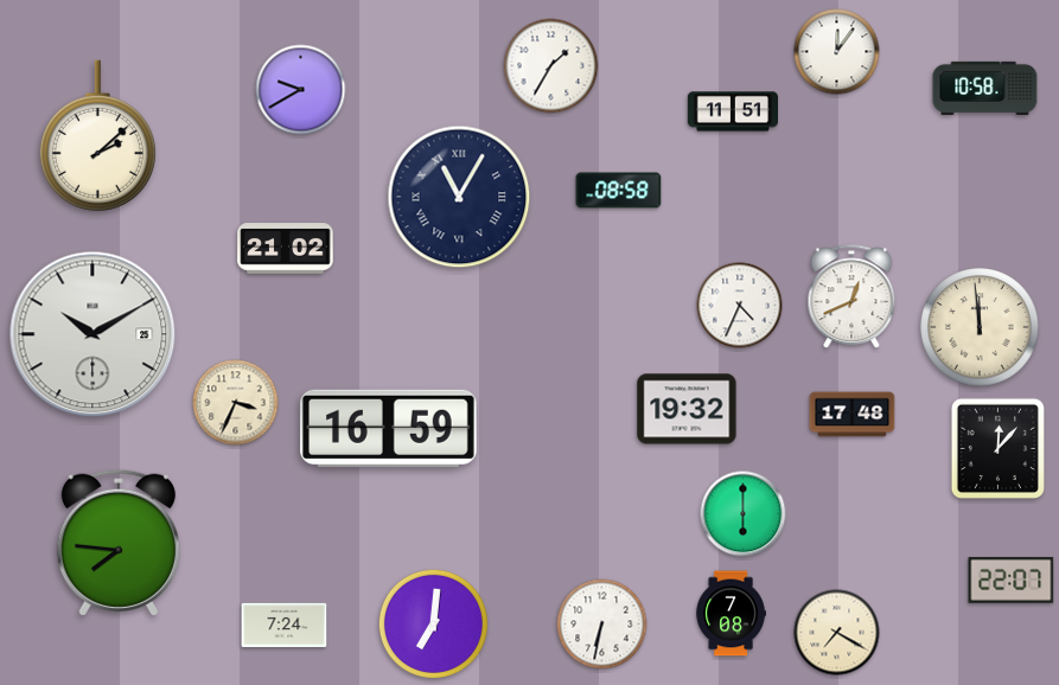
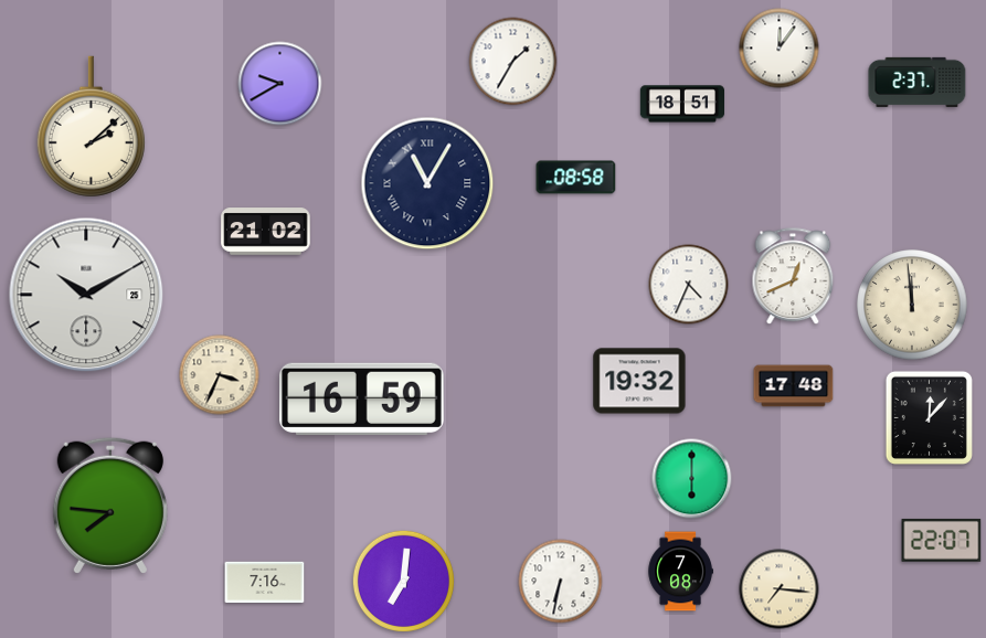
clock at (985, 88): 10:58 -> 2:37
clock at (732, 111): 11:51 -> 18:51
clock at (92, 334) position: (92, 334) -> (86, 295)
clock at (285, 625): 7:24 -> 7:16
clock at (837, 633): 7:20 -> 7:16
